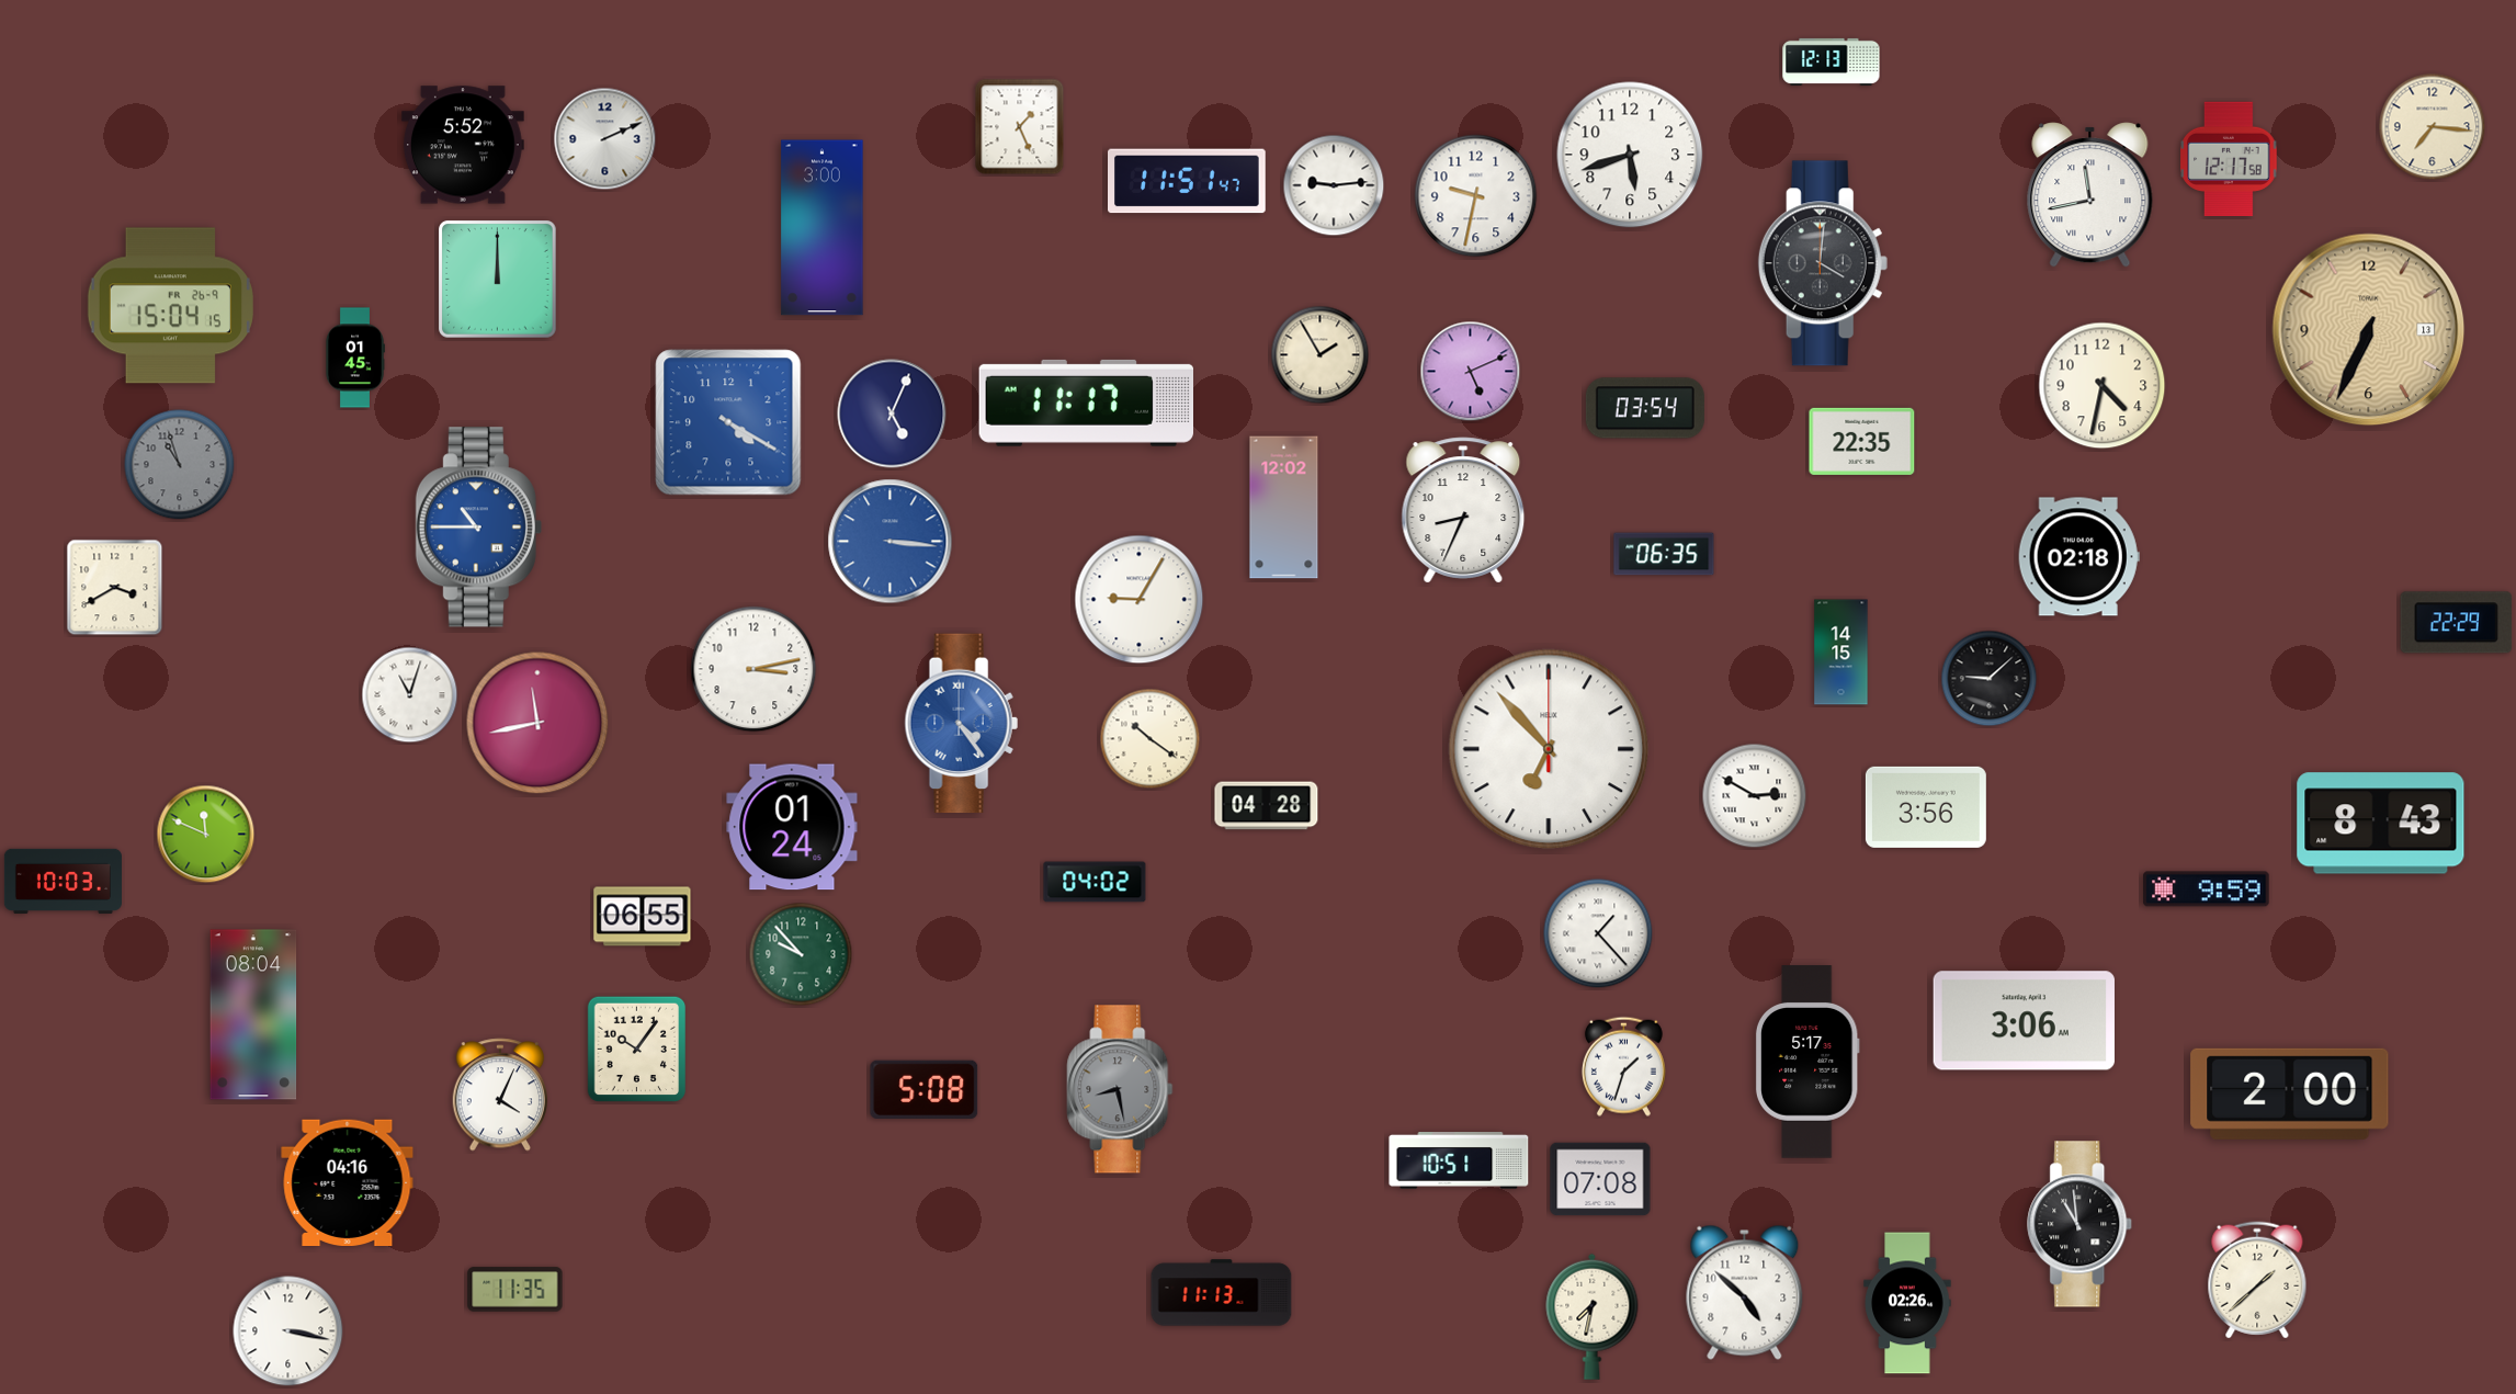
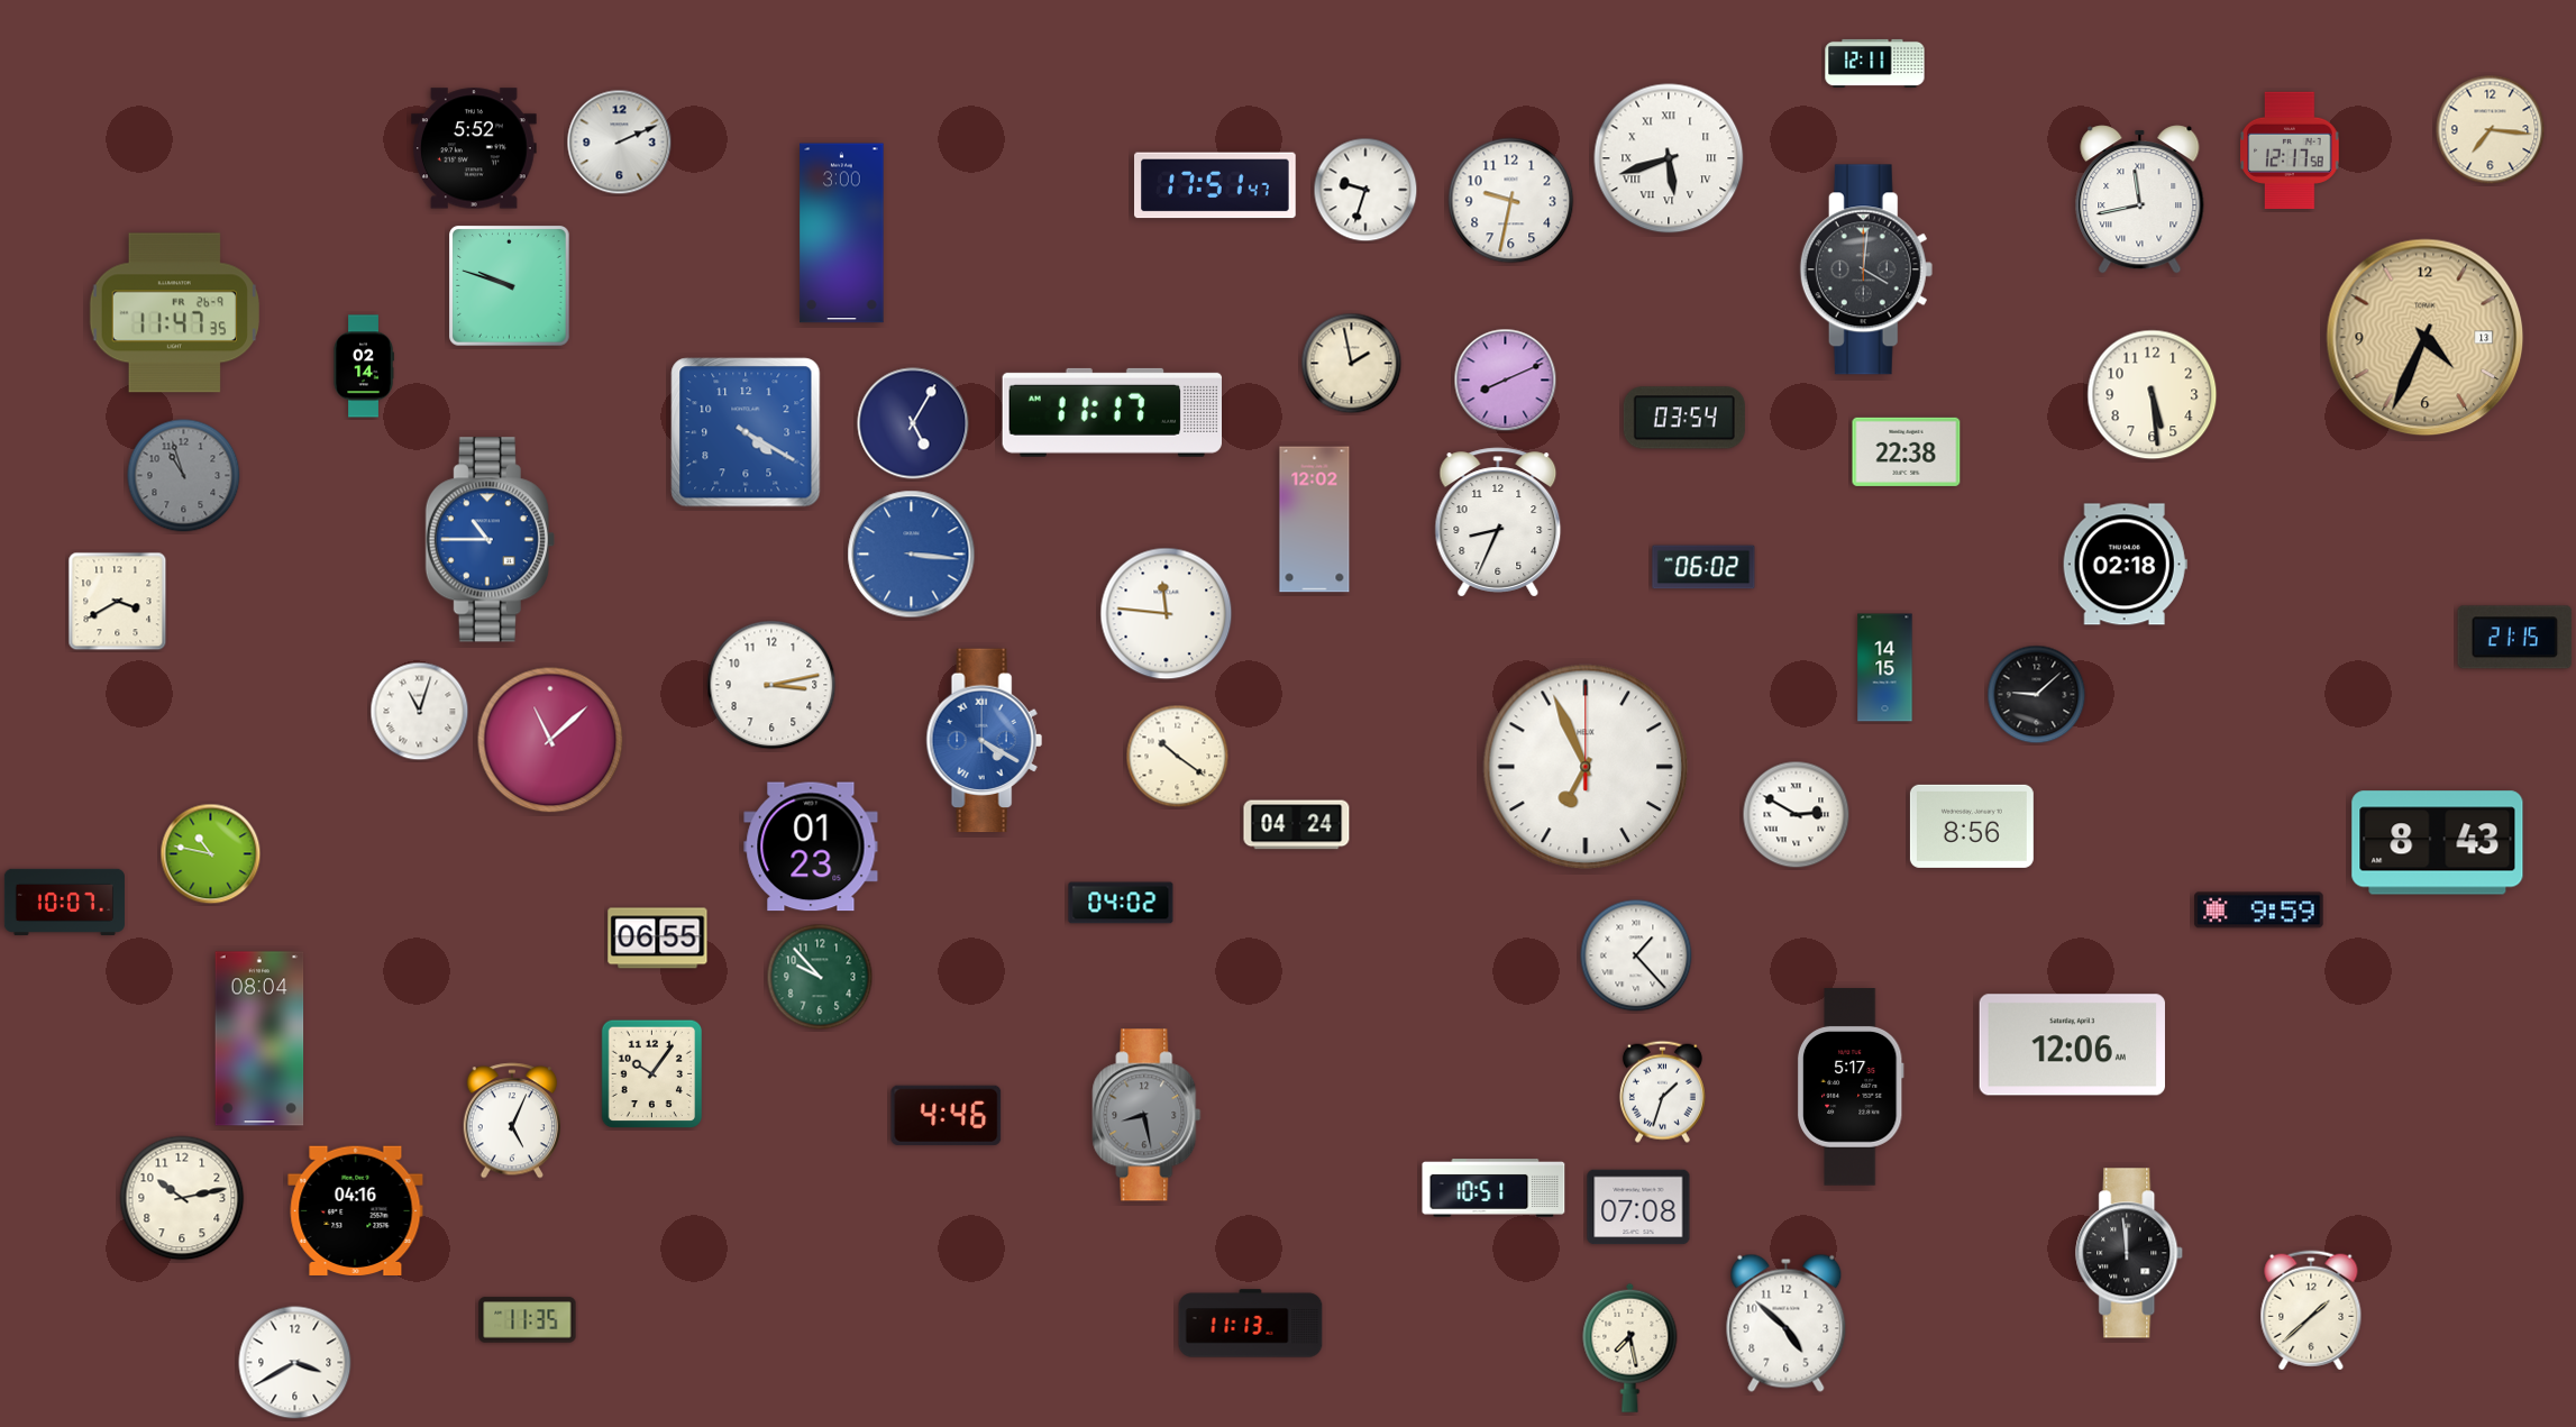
clock at (1832, 61): 12:13 -> 12:11
clock at (1020, 127): 1:26 -> none
clock at (1630, 155) numerals: Arabic -> Roman
clock at (2229, 158) position: (2229, 158) -> (2290, 149)
clock at (1188, 181): 11:51 -> 17:51
clock at (1334, 185): 9:14 -> 9:33
clock at (498, 280): 12:00 -> 9:48
clock at (170, 306): 15:04 -> 11:47
clock at (2369, 330): 6:34 -> 4:34
clock at (1321, 355): 1:55 -> 1:58
clock at (355, 358): 01:45 -> 02:14
clock at (1471, 372): 5:11 -> 8:11
clock at (2103, 386): 4:32 -> 5:29
clock at (892, 413): 5:04 -> 5:05
clock at (1862, 441): 22:35 -> 22:38
clock at (1664, 554): 06:35 -> 06:02
clock at (2078, 557) position: (2078, 557) -> (2125, 565)
clock at (1140, 600): 9:05 -> 11:46
clock at (2457, 623): 22:29 -> 21:15
clock at (537, 723): 11:43 -> 11:08
clock at (961, 724): 4:24 -> 4:20
clock at (1549, 749): 6:53 -> 6:56
clock at (1267, 806): 04:28 -> 04:24
clock at (1926, 807): 3:56 -> 8:56
clock at (792, 827): 01:24 -> 01:23
clock at (206, 835): 11:49 -> 10:47
clock at (63, 881): 10:03 -> 10:07
clock at (2024, 1021): 3:06 -> 12:06
clock at (925, 1089): 5:08 -> 4:46
clock at (2290, 1093): 2:00 -> none
clock at (499, 1095): 4:04 -> 5:04
clock at (182, 1198): none -> 10:13
clock at (2081, 1224): 10:59 -> 11:59
clock at (1907, 1303): 02:26 -> none
clock at (1593, 1316): 7:32 -> 7:28
clock at (288, 1331): 3:17 -> 3:40
